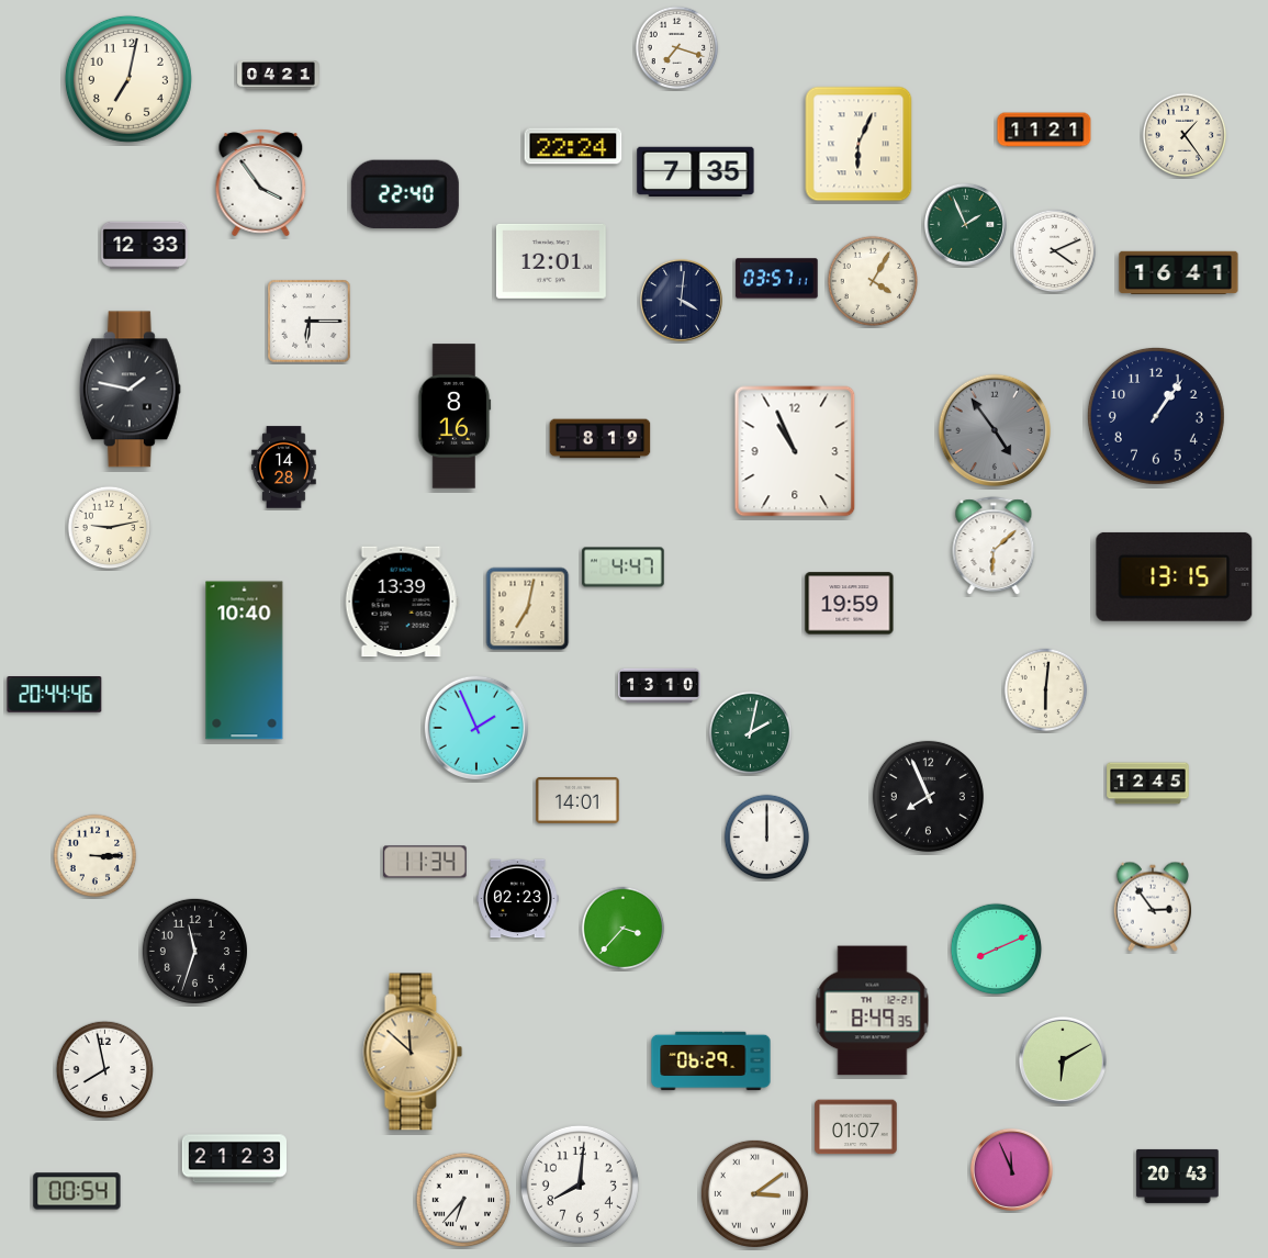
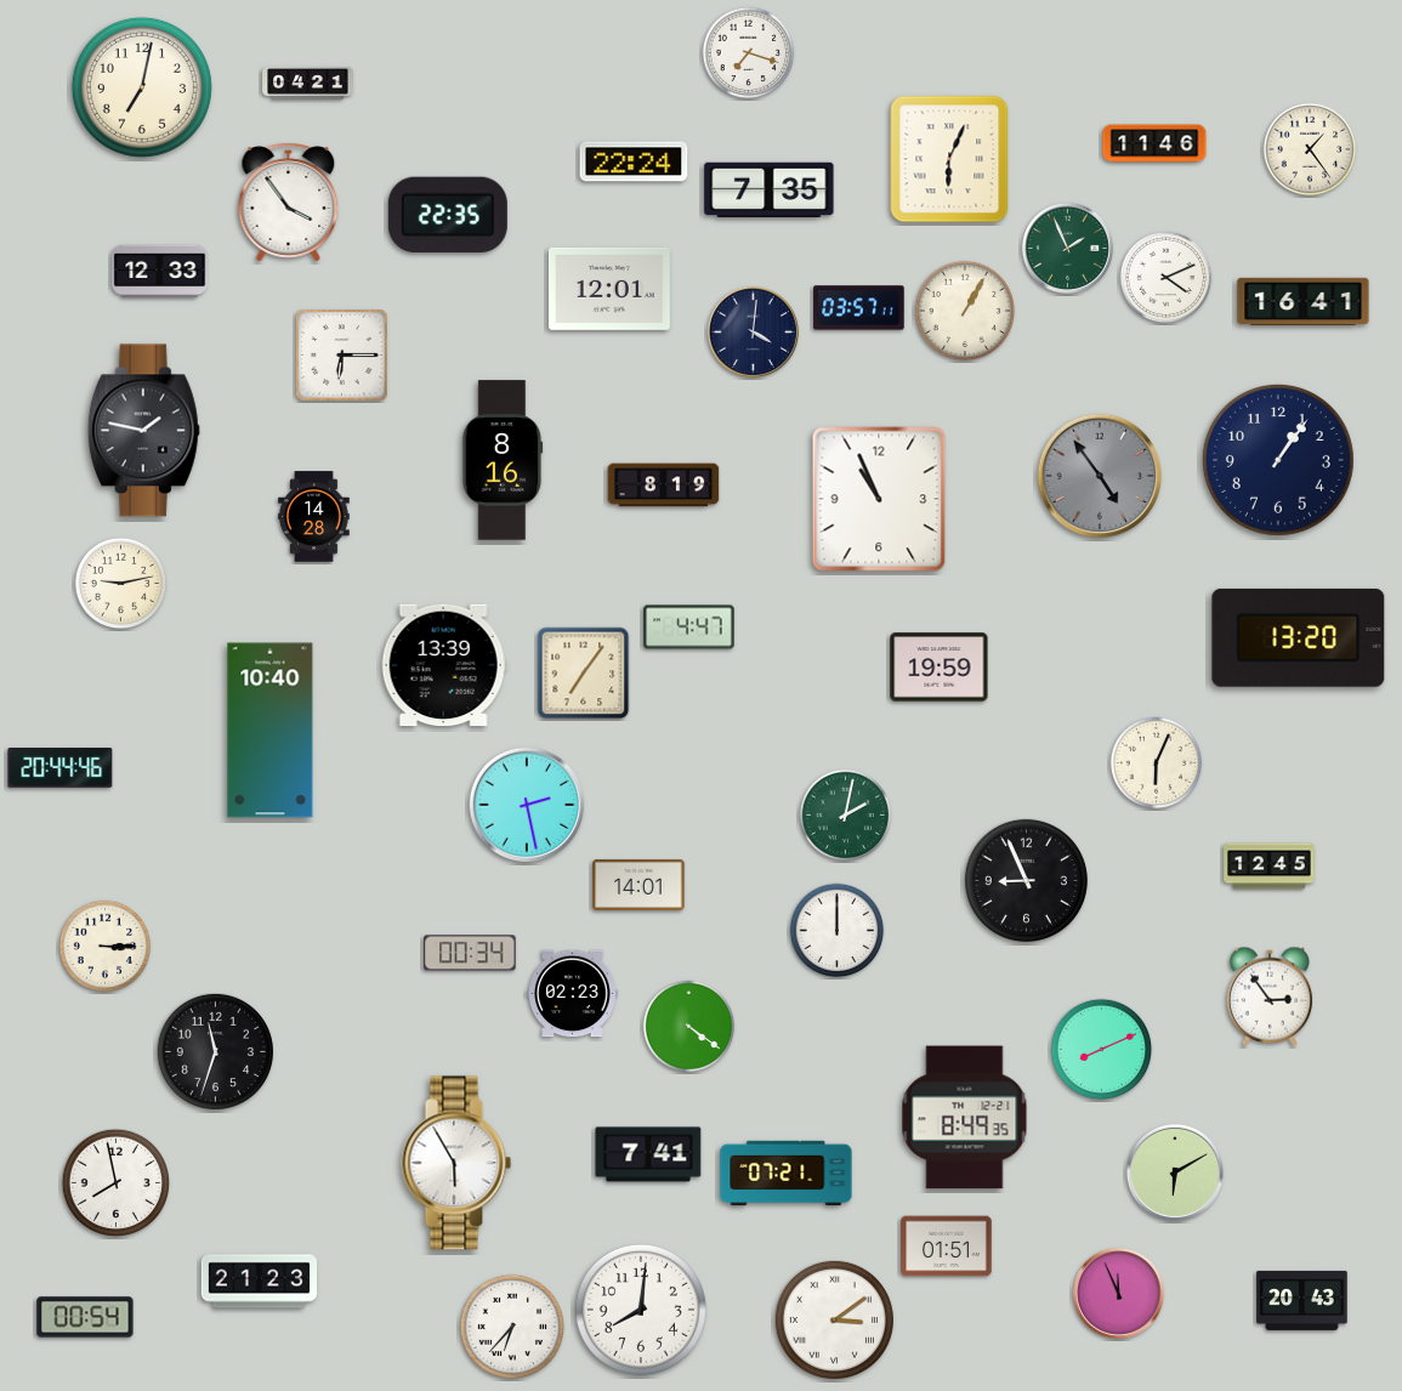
clock at (1044, 130): 11:21 -> 11:46
clock at (405, 193): 22:40 -> 22:35
clock at (873, 281): 4:05 -> 1:05
clock at (994, 547): 6:08 -> none
clock at (1175, 576): 13:15 -> 13:20
clock at (528, 609): 7:02 -> 7:06
clock at (660, 686): 13:10 -> none
clock at (1046, 690): 6:01 -> 6:04
clock at (475, 727): 1:56 -> 2:28
clock at (751, 733) position: (751, 733) -> (846, 816)
clock at (928, 796): 7:56 -> 8:56
clock at (767, 838) position: (767, 838) -> (838, 931)
clock at (425, 862): 11:34 -> 00:34
clock at (1152, 907) position: (1152, 907) -> (1268, 997)
clock at (624, 929): 3:37 -> 4:21
clock at (648, 1154): none -> 7:41
clock at (413, 1052): 11:52 -> 5:55
clock at (413, 1052) dial: champagne -> white
clock at (711, 1062): 06:29 -> 07:21
clock at (856, 1127): 01:07 -> 01:51
